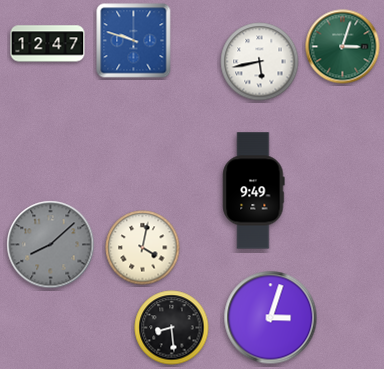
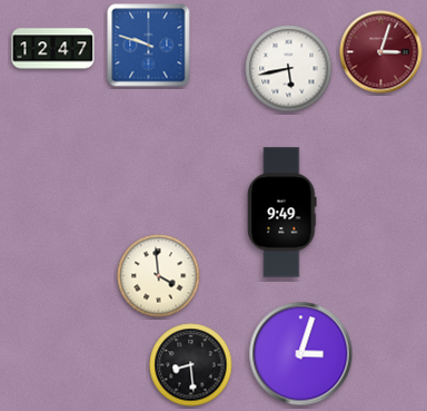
clock at (343, 47) dial: green -> burgundy
clock at (51, 245): 8:08 -> none
clock at (143, 248): 4:02 -> 3:59
